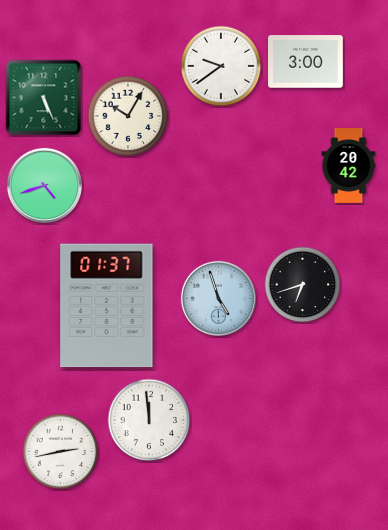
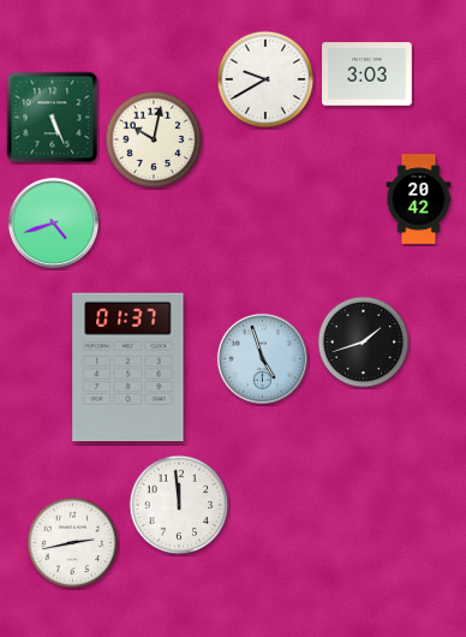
clock at (306, 62): 3:00 -> 3:03
clock at (221, 66): 9:39 -> 9:40
clock at (128, 116): 10:05 -> 10:02
clock at (303, 285): 6:42 -> 1:42
